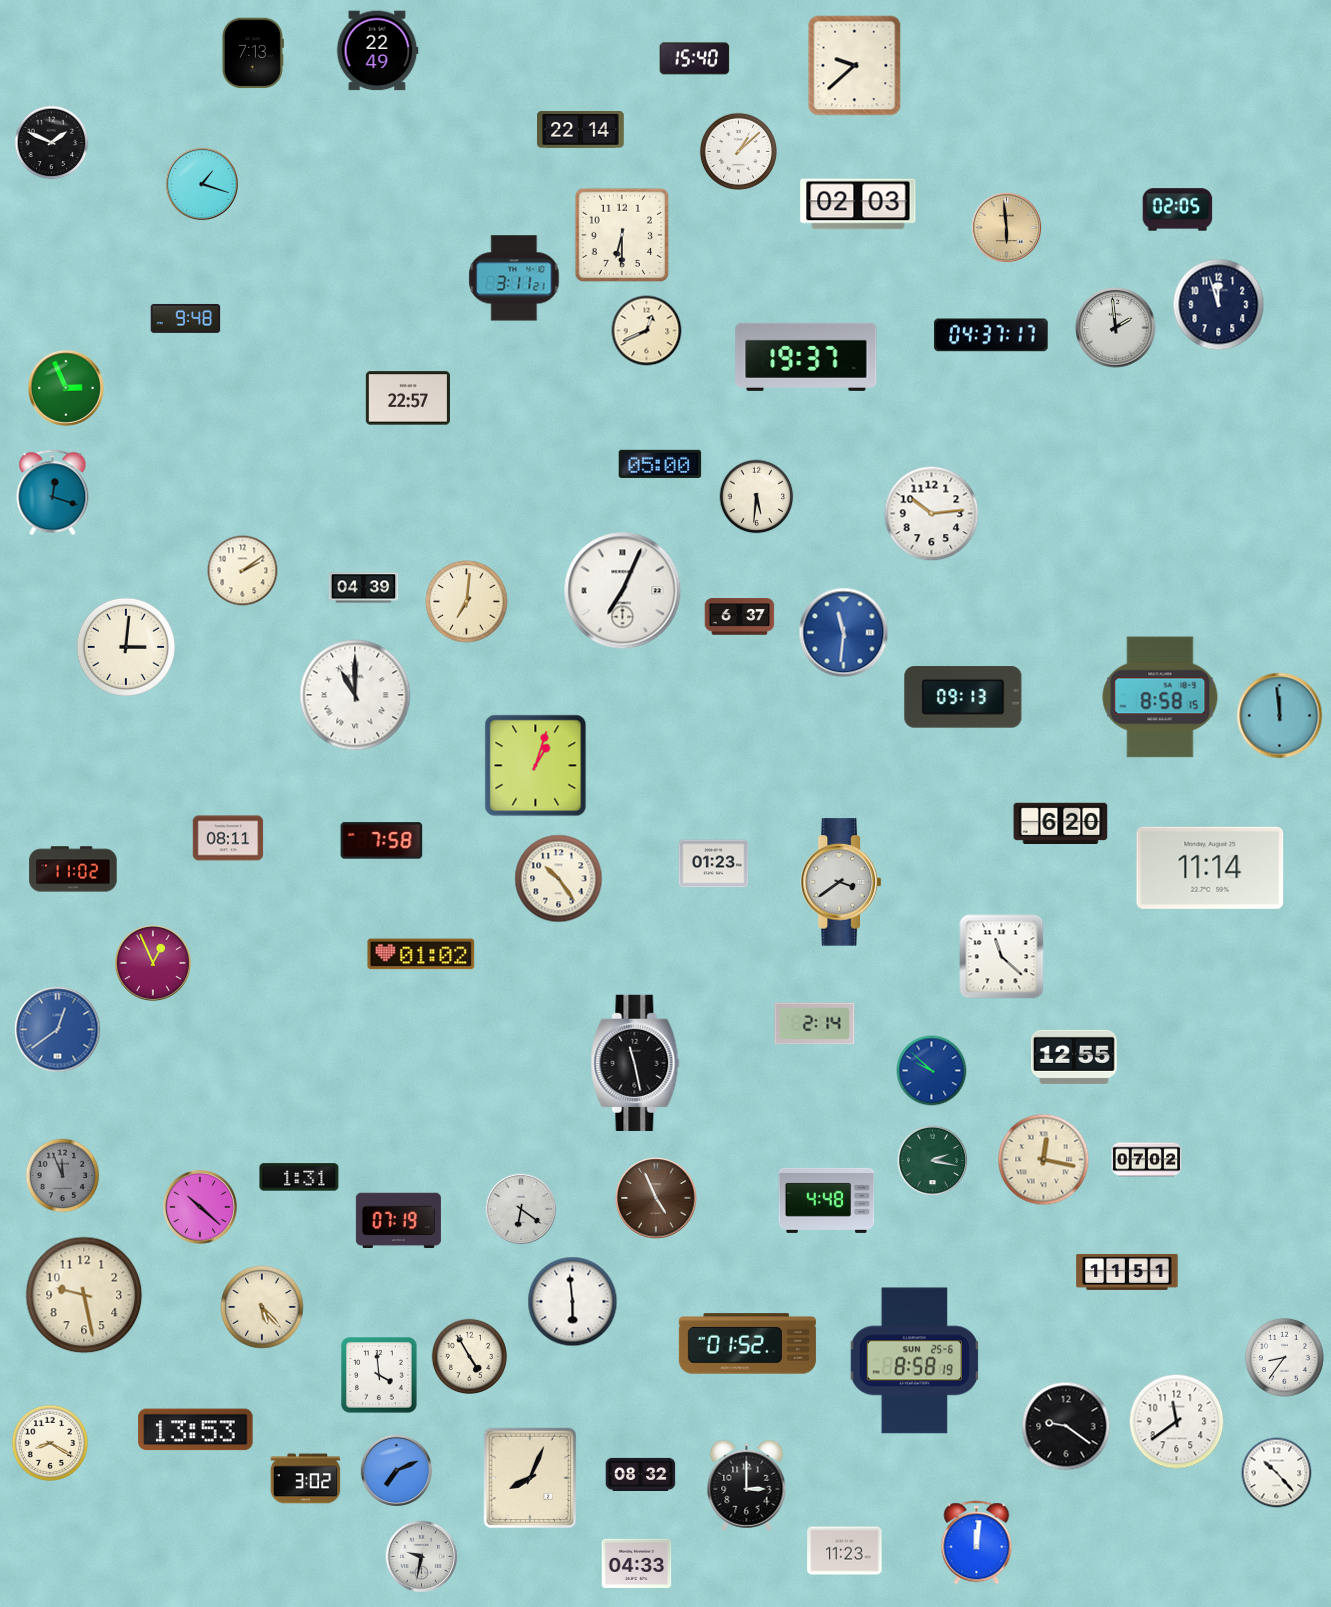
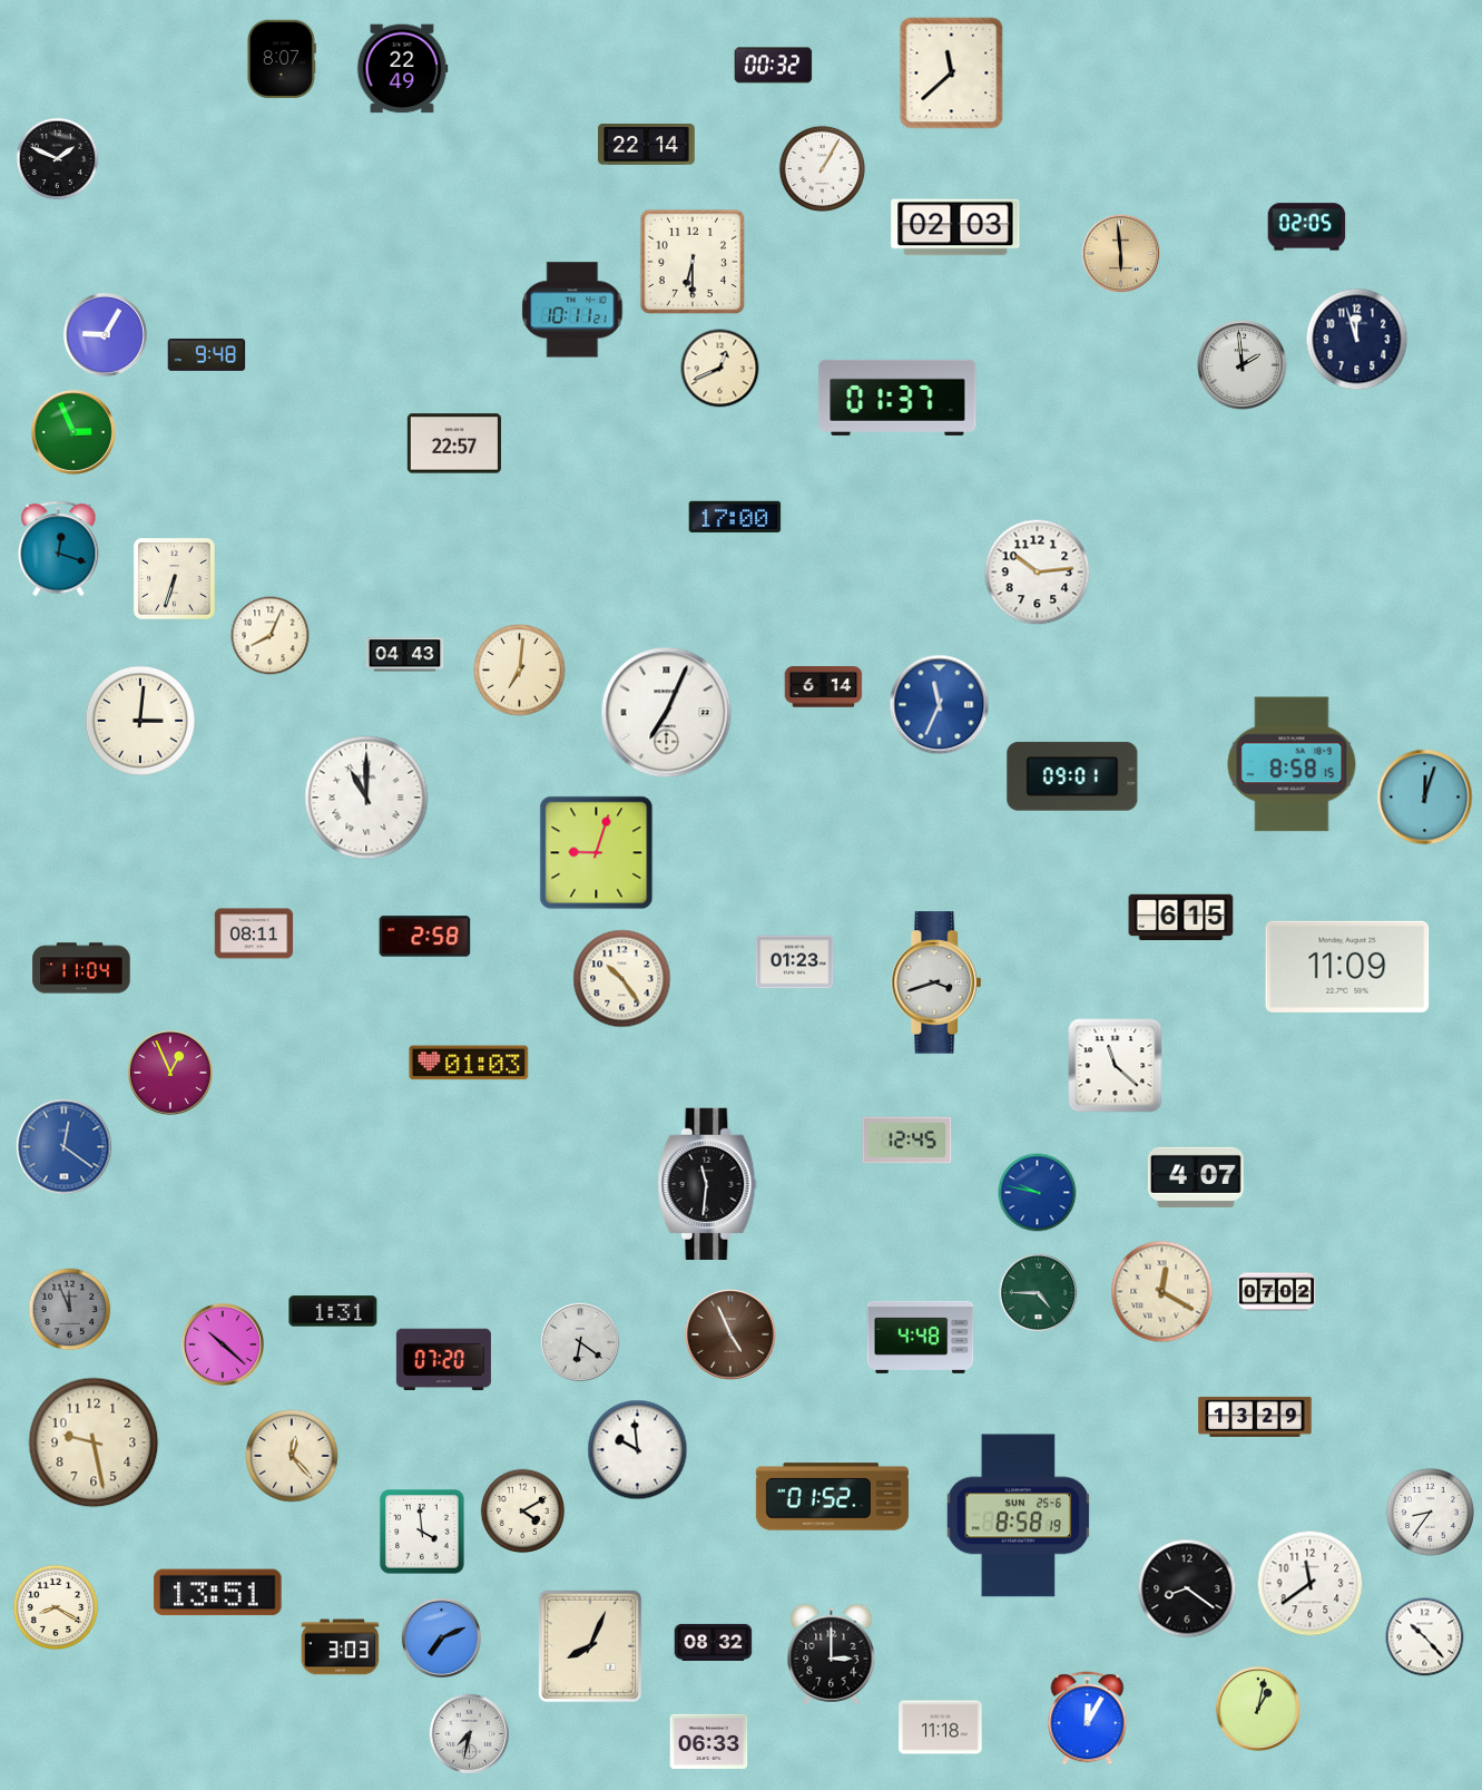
clock at (377, 51) position: (377, 51) -> (402, 69)
clock at (252, 53): 7:13 -> 8:07
clock at (695, 59): 15:40 -> 00:32
clock at (855, 66): 9:38 -> 11:38
clock at (738, 151): 1:08 -> 1:05
clock at (202, 184): 1:18 -> none
clock at (1178, 210) position: (1178, 210) -> (1307, 227)
clock at (514, 278): 3:11 -> 10:11
clock at (105, 334): none -> 9:05
clock at (991, 335): 04:37 -> none
clock at (806, 357): 19:37 -> 01:37
clock at (660, 463): 05:00 -> 17:00
clock at (757, 497): 5:31 -> none
clock at (175, 579): none -> 6:33
clock at (243, 571): 2:09 -> 8:04
clock at (364, 588): 04:39 -> 04:43
clock at (623, 591) position: (623, 591) -> (667, 713)
clock at (740, 617): 6:37 -> 6:14
clock at (844, 633): 11:31 -> 11:34
clock at (355, 695) position: (355, 695) -> (366, 798)
clock at (963, 697): 09:13 -> 09:01
clock at (1160, 697) position: (1160, 697) -> (1292, 764)
clock at (1280, 716): 11:59 -> 12:03
clock at (536, 766): 1:03 -> 9:03
clock at (1061, 823): 6:20 -> 6:15
clock at (382, 841): 7:58 -> 2:58
clock at (1210, 868): 11:14 -> 11:09
clock at (73, 869): 11:02 -> 11:04
clock at (841, 882): 3:39 -> 3:42
clock at (421, 954): 01:02 -> 01:03
clock at (815, 1024): 2:14 -> 12:45
clock at (58, 1030): 12:39 -> 12:21
clock at (1074, 1057): 12:55 -> 4:07
clock at (635, 1063): 11:28 -> 11:31
clock at (932, 1071): 9:52 -> 9:47
clock at (1044, 1160): 12:17 -> 12:20
clock at (933, 1161): 2:17 -> 4:45
clock at (521, 1209) position: (521, 1209) -> (580, 1342)
clock at (398, 1221): 07:19 -> 07:20
clock at (1127, 1272): 11:51 -> 13:29
clock at (573, 1302): 5:59 -> 9:59
clock at (262, 1307): 5:23 -> 12:23
clock at (470, 1357): 4:55 -> 4:10
clock at (1066, 1426): 9:21 -> 8:21
clock at (196, 1430): 13:53 -> 13:51
clock at (1277, 1473) position: (1277, 1473) -> (1425, 1637)
clock at (306, 1479): 3:02 -> 3:03
clock at (1258, 1709): none -> 1:02
clock at (977, 1543): 12:01 -> 12:05
clock at (845, 1551): 11:23 -> 11:18
clock at (421, 1556): 9:32 -> 7:32
clock at (637, 1563): 04:33 -> 06:33
